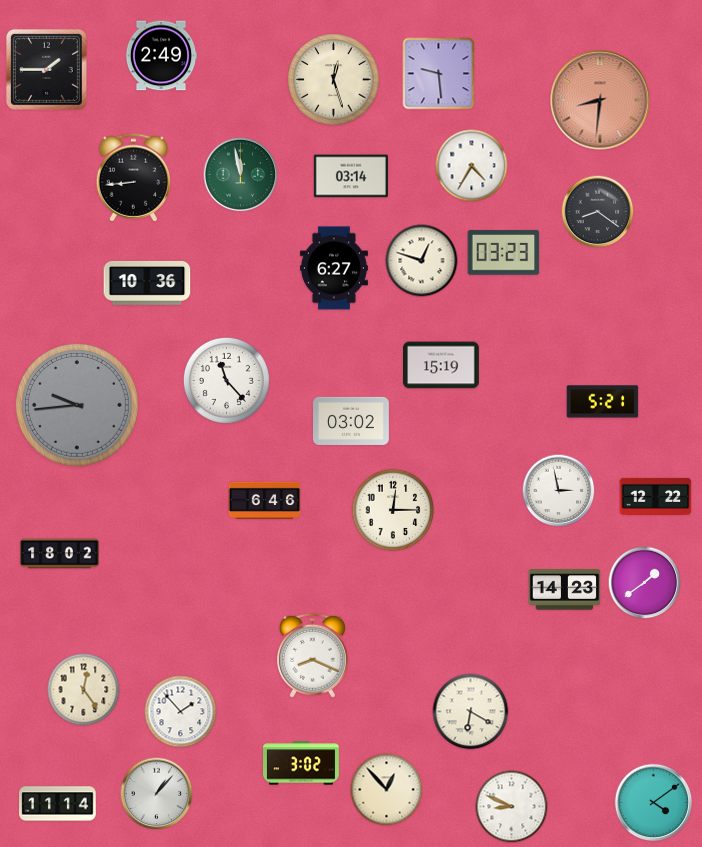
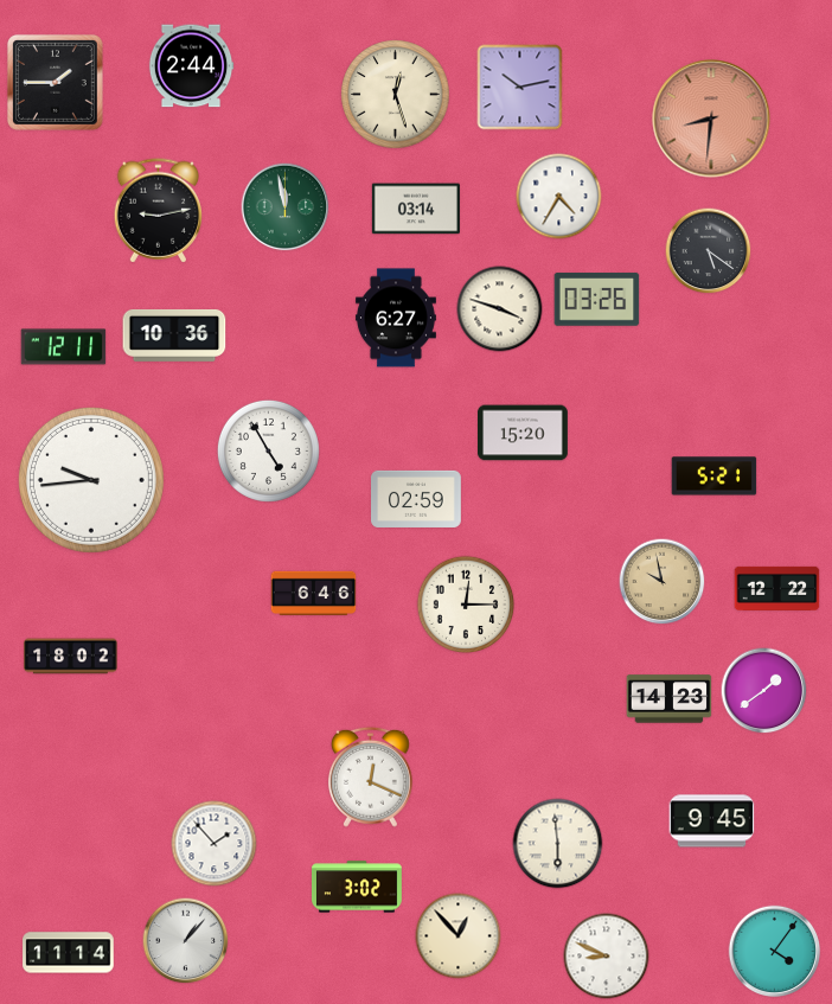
clock at (161, 56): 2:49 -> 2:44
clock at (439, 74): 9:29 -> 10:13
clock at (134, 178): 8:44 -> 9:13
clock at (598, 212): 8:21 -> 5:21
clock at (504, 253): 03:23 -> 03:26
clock at (422, 261): 12:48 -> 3:48
clock at (64, 347): none -> 12:11
clock at (442, 365): 15:19 -> 15:20
clock at (226, 380): 11:23 -> 4:55
clock at (77, 405) dial: grey -> white
clock at (352, 421): 03:02 -> 02:59
clock at (559, 491): 2:58 -> 9:58
clock at (559, 491) dial: white -> champagne
clock at (312, 655): 8:19 -> 12:19
clock at (84, 690): 12:24 -> none
clock at (712, 821): none -> 9:45
clock at (471, 712): 6:20 -> 5:59
clock at (302, 763) position: (302, 763) -> (358, 887)
clock at (654, 803): 4:09 -> 4:06
